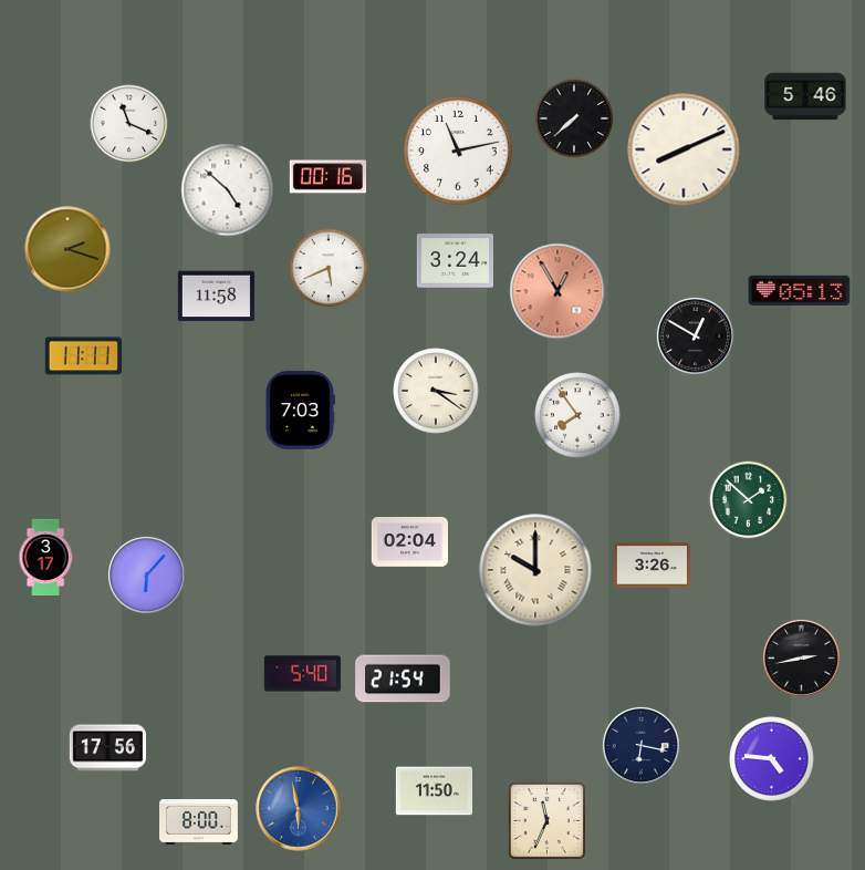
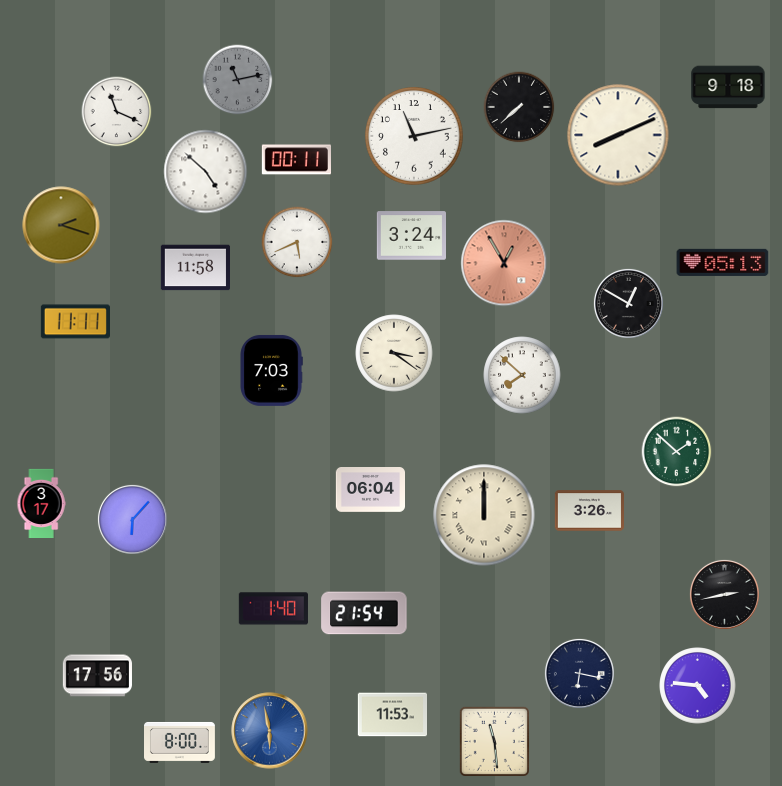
clock at (238, 80): none -> 11:13
clock at (805, 96): 5:46 -> 9:18
clock at (327, 177): 00:16 -> 00:11
clock at (577, 415): 7:54 -> 7:52
clock at (409, 542): 02:04 -> 06:04
clock at (535, 570): 10:00 -> 12:00
clock at (302, 674): 5:40 -> 1:40
clock at (434, 791): 11:50 -> 11:53
clock at (546, 820): 11:34 -> 11:29
